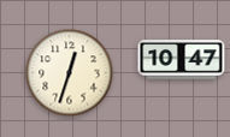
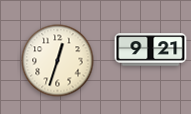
clock at (182, 60): 10:47 -> 9:21
